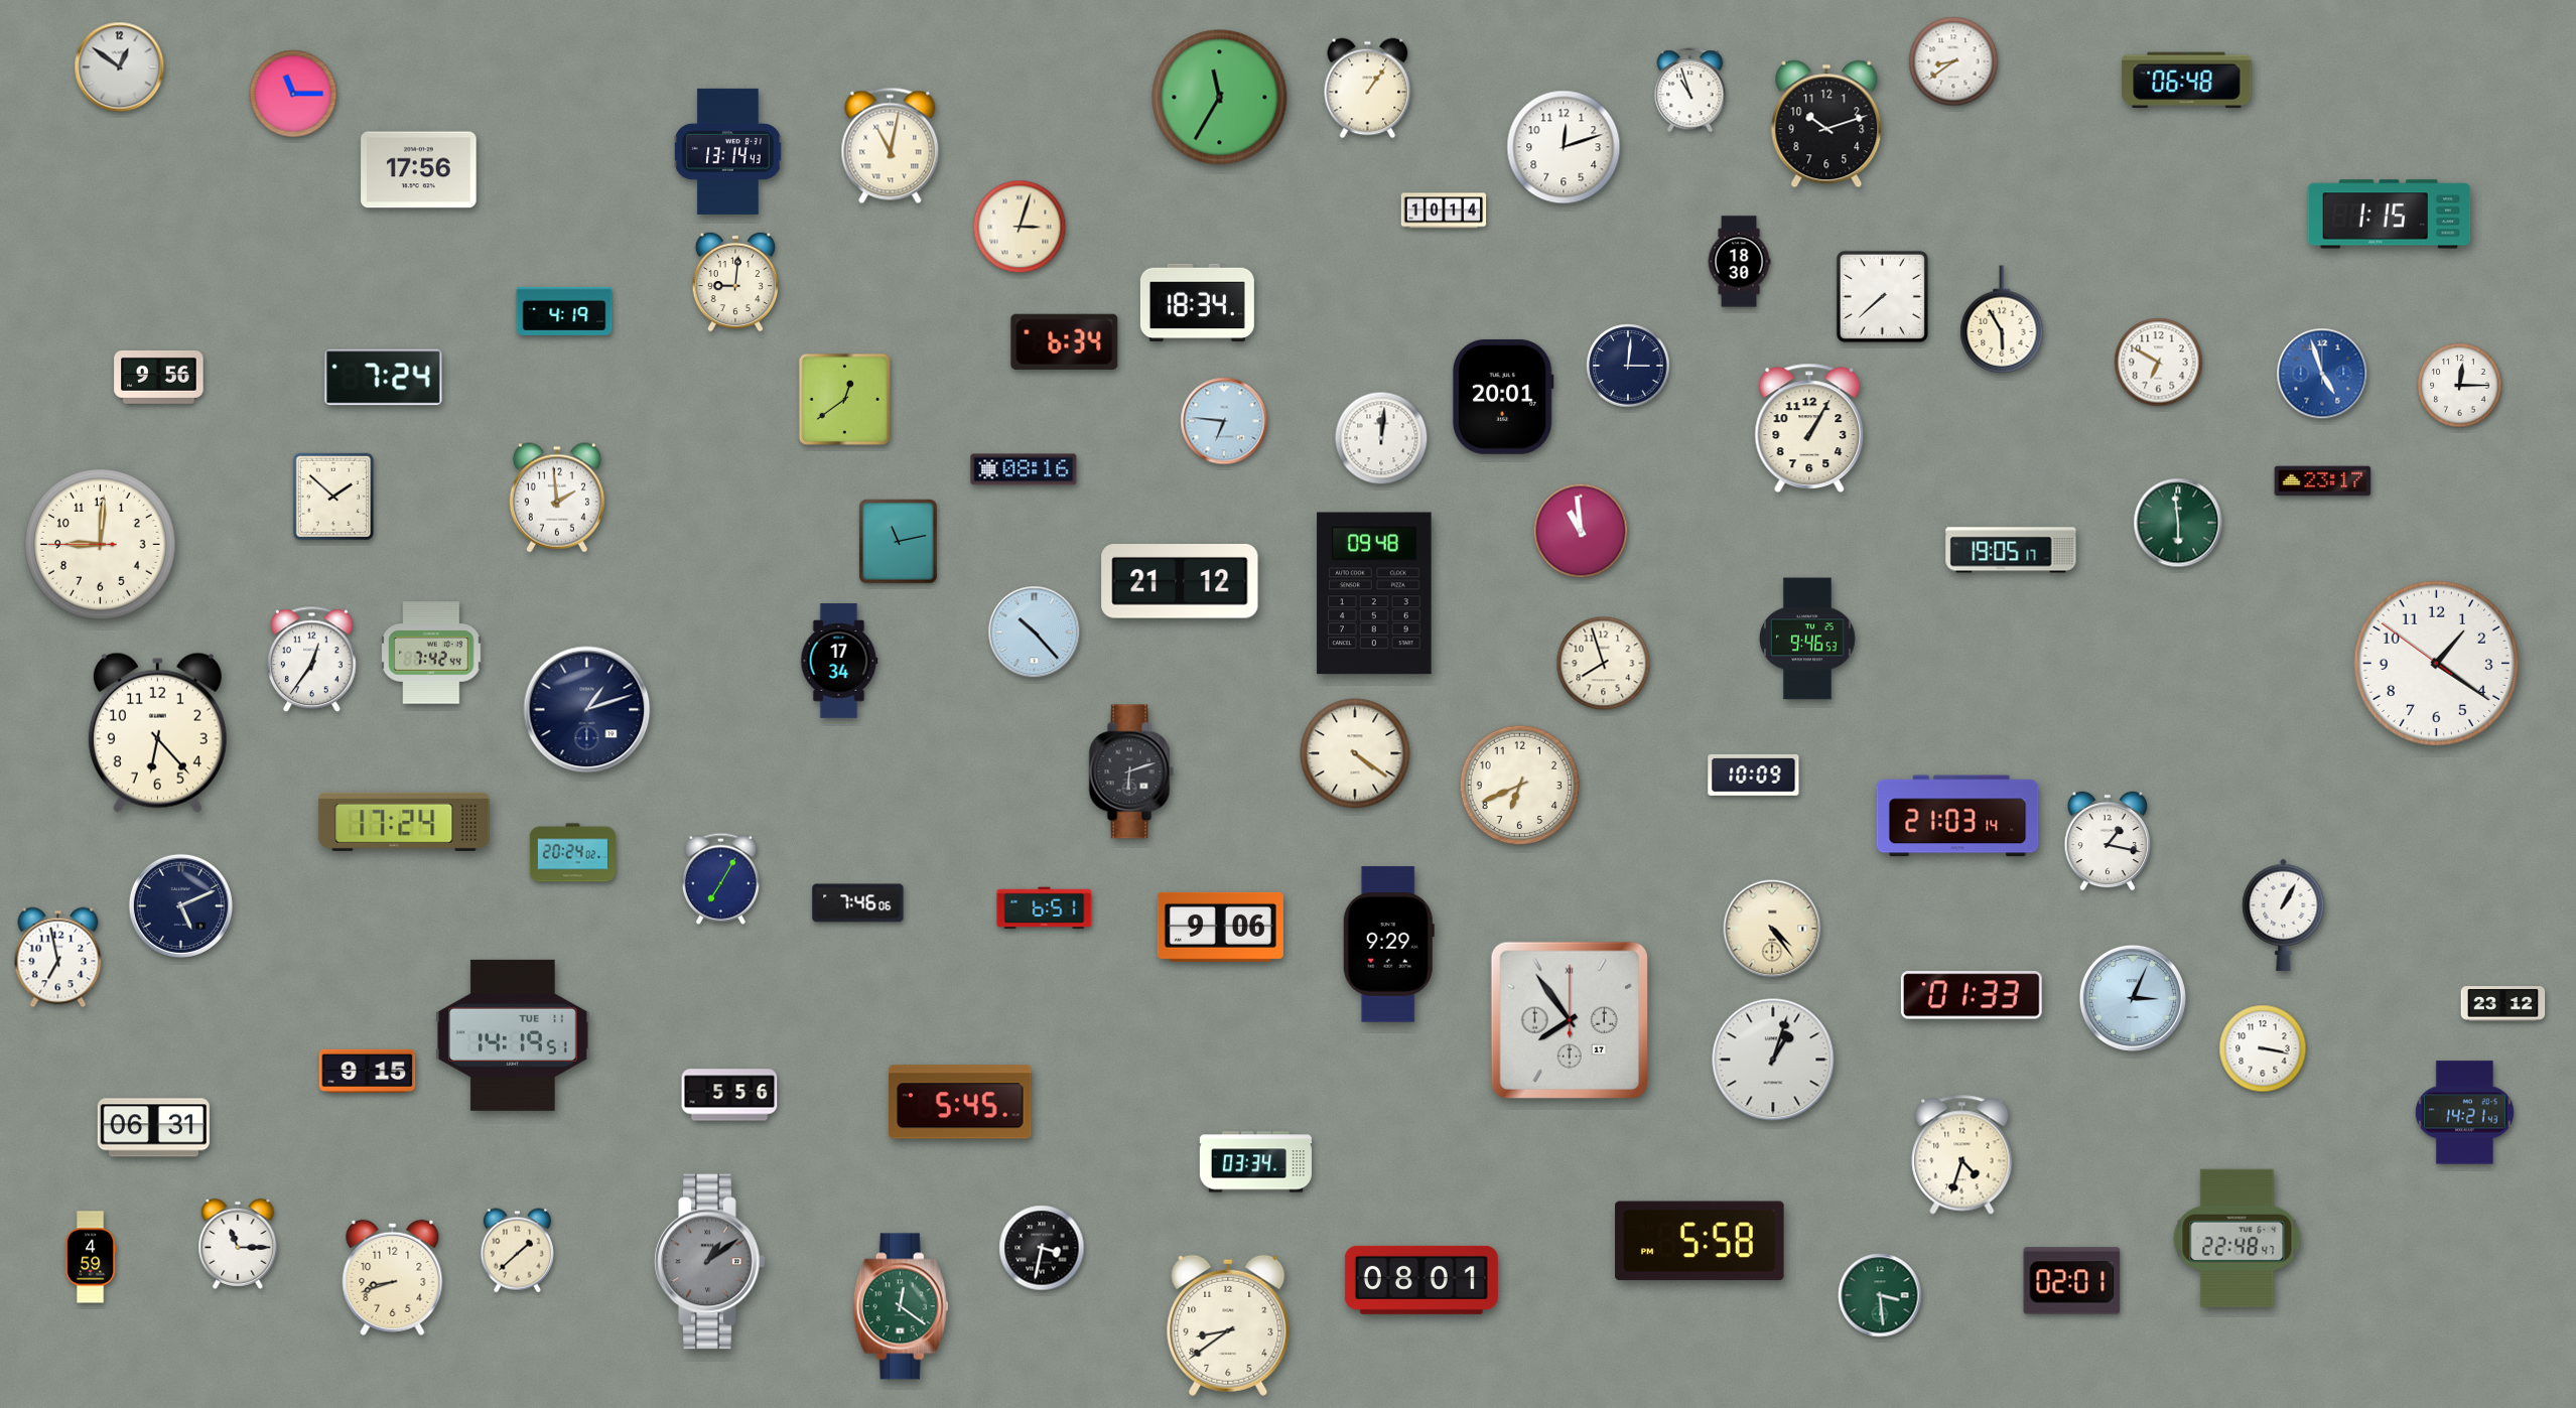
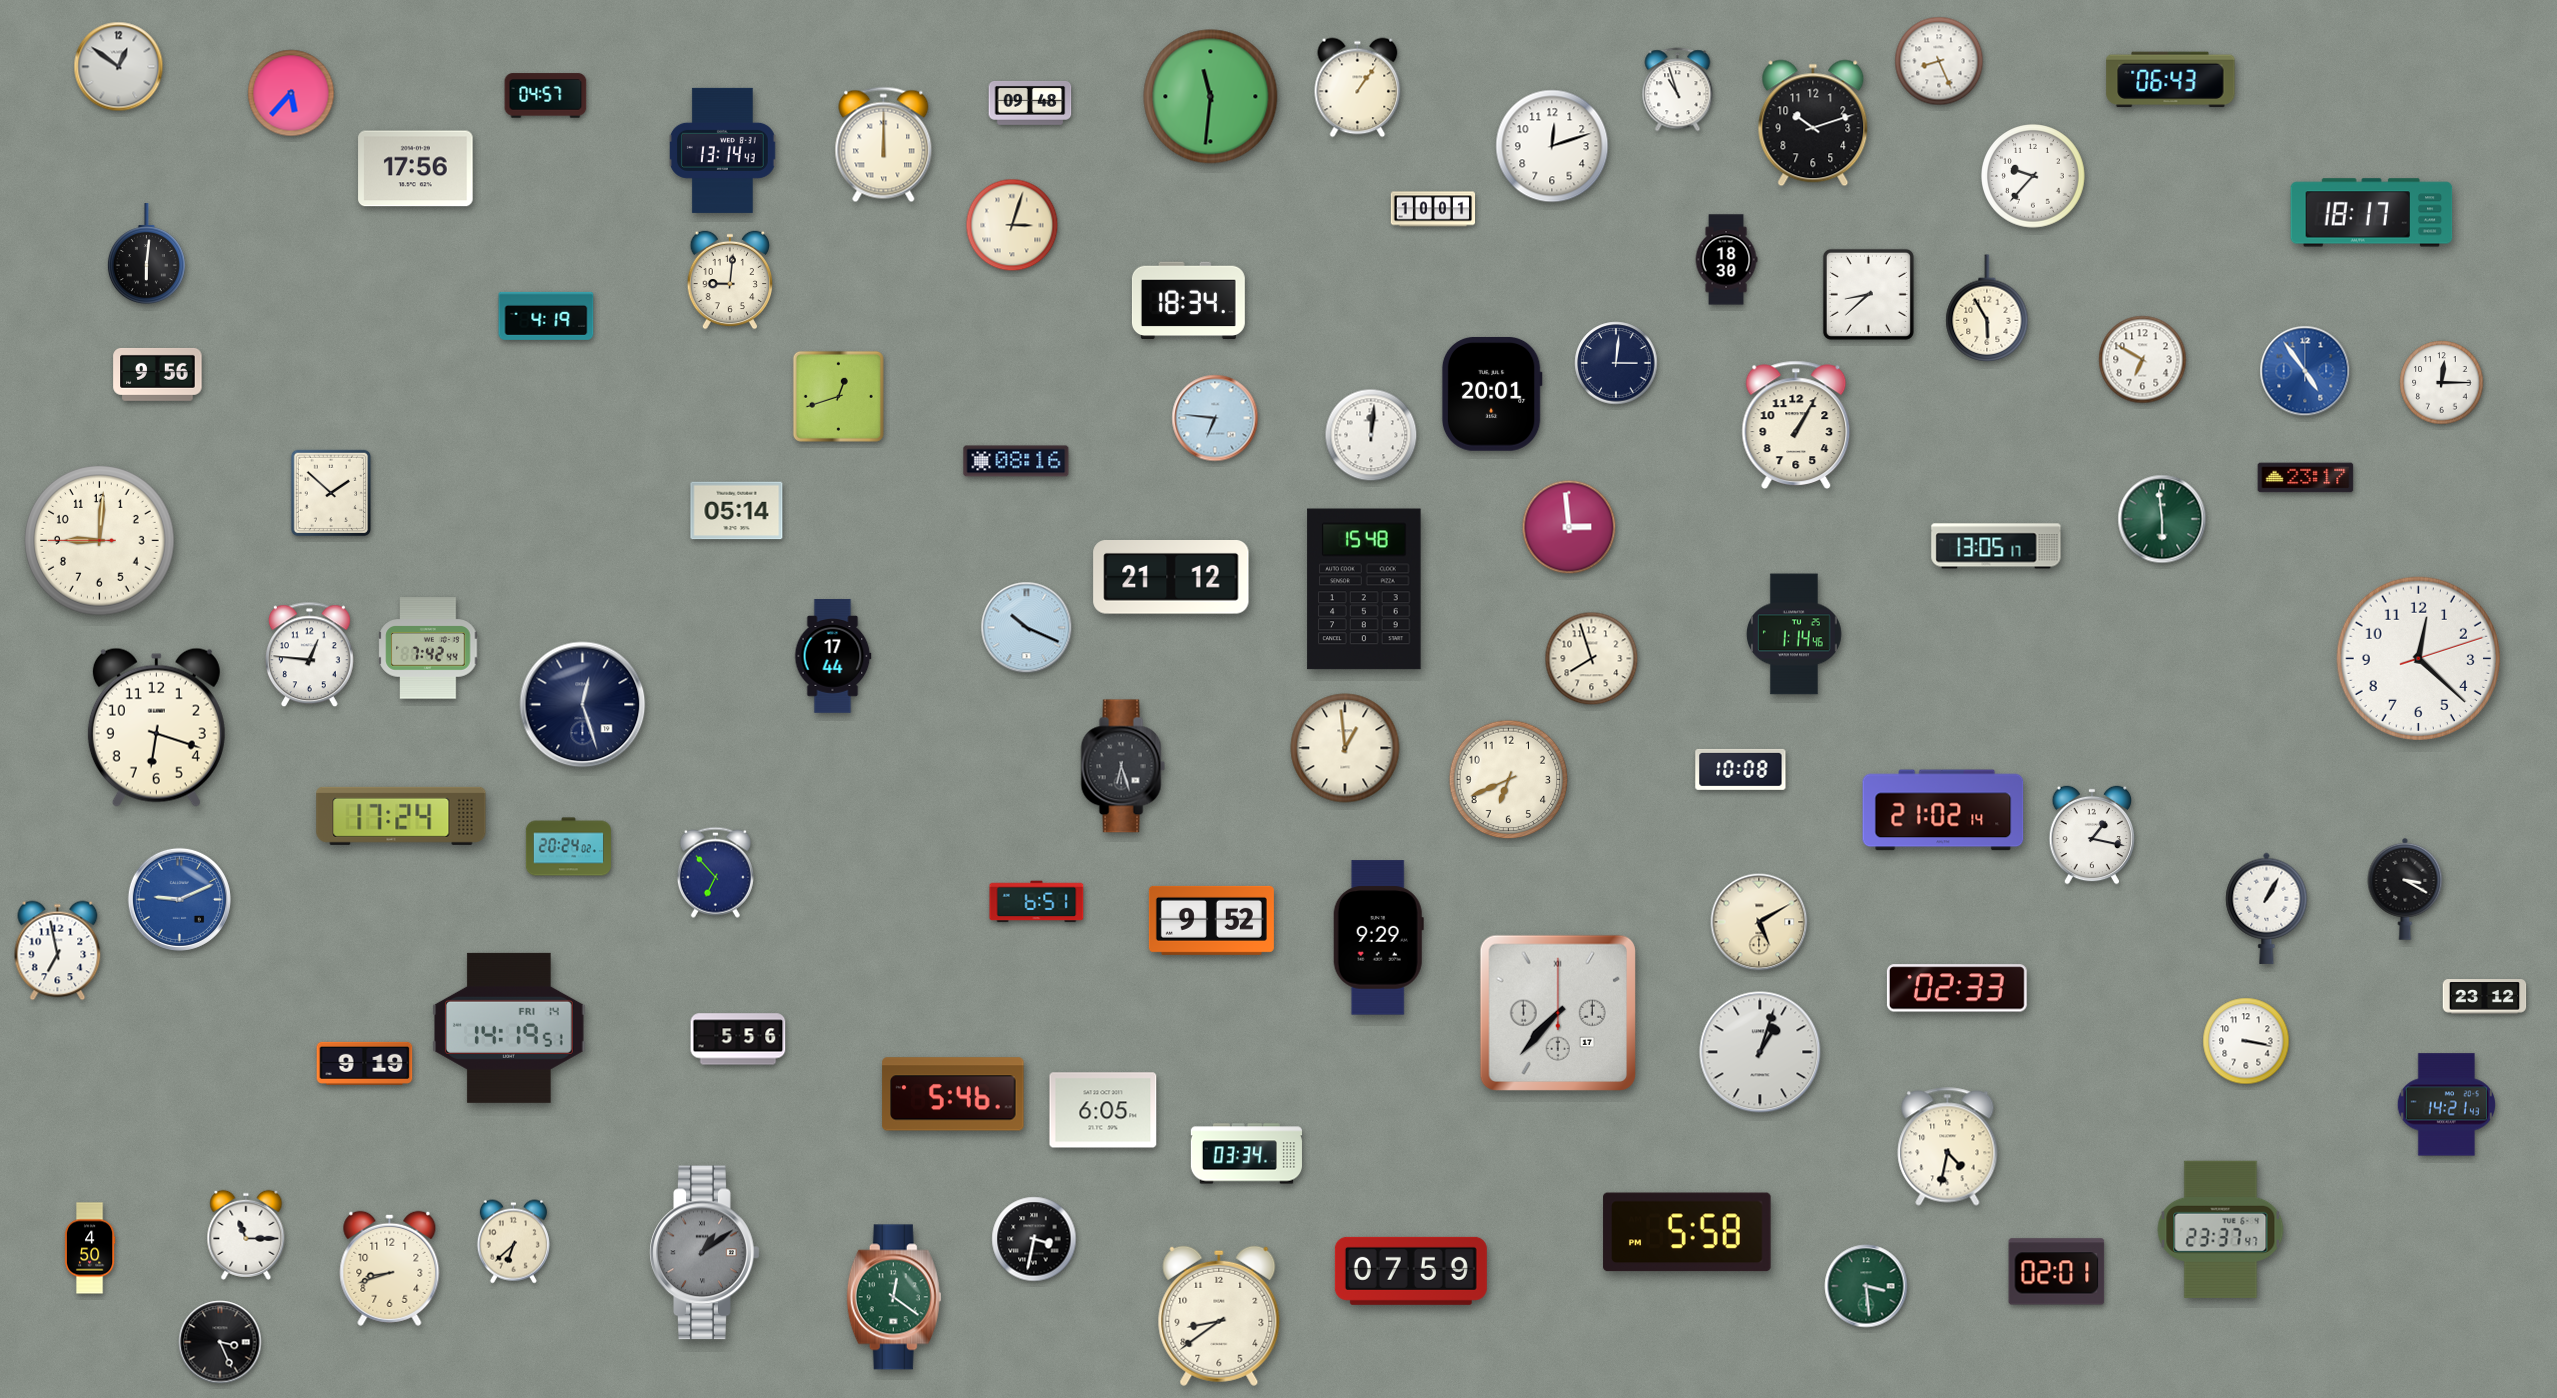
clock at (1953, 61): 8:39 -> 8:26
clock at (2187, 81): 06:48 -> 06:43
clock at (293, 94): 11:15 -> 5:37
clock at (546, 96): none -> 04:57
clock at (1220, 98): 11:35 -> 11:31
clock at (1030, 103): none -> 09:48
clock at (891, 146): 11:02 -> 12:00
clock at (2034, 177): none -> 9:37
clock at (1444, 210): 10:14 -> 10:01
clock at (2390, 215): 1:15 -> 18:17
clock at (146, 254): none -> 6:01
clock at (1882, 296): 7:38 -> 8:38
clock at (564, 311) position: (564, 311) -> (546, 316)
clock at (2002, 319) position: (2002, 319) -> (1987, 308)
clock at (1065, 341): 6:34 -> none
clock at (2322, 374): 4:57 -> 4:54
clock at (384, 378): 7:24 -> none
clock at (844, 399): 12:39 -> 12:42
clock at (1024, 469) position: (1024, 469) -> (1016, 461)
clock at (557, 498): 1:59 -> none
clock at (737, 511): none -> 05:14
clock at (1581, 531): 10:59 -> 2:59
clock at (899, 542): 11:13 -> none
clock at (2011, 550): 19:05 -> 13:05
clock at (1374, 593): 09:48 -> 15:48
clock at (1035, 632): 10:23 -> 10:19
clock at (1807, 639): 9:46 -> 1:14
clock at (311, 660): 12:36 -> 12:46
clock at (839, 661): 17:34 -> 17:44
clock at (2436, 663): 1:20 -> 12:22
clock at (587, 710): 1:12 -> 12:27
clock at (157, 732): 6:23 -> 6:18
clock at (1355, 753): 4:21 -> 12:59
clock at (1131, 771): 6:12 -> 6:27
clock at (1754, 775): 10:09 -> 10:08
clock at (1957, 816): 21:03 -> 21:02
clock at (720, 878): 7:05 -> 6:53
clock at (2405, 889): none -> 3:20
clock at (858, 903): 7:46 -> none
clock at (180, 905): 5:11 -> 9:11
clock at (180, 905) dial: navy -> blue
clock at (1220, 927): 9:06 -> 9:52
clock at (1772, 929): 4:24 -> 5:10
clock at (1972, 995): 01:33 -> 02:33
clock at (2133, 998): 3:04 -> none
clock at (1570, 1020): 7:54 -> 7:37
clock at (514, 1035) date: TUE 11 -> FRI 14
clock at (368, 1071): 9:15 -> 9:19
clock at (729, 1095) position: (729, 1095) -> (738, 1039)
clock at (960, 1102): 5:45 -> 5:46
clock at (1103, 1110): none -> 6:05
clock at (153, 1128): 06:31 -> none
clock at (1962, 1155): 4:33 -> 4:32
clock at (2238, 1238): 22:48 -> 23:37
clock at (238, 1244) position: (238, 1244) -> (246, 1235)
clock at (517, 1251): 1:38 -> 6:38
clock at (91, 1257): 4:59 -> 4:50
clock at (1421, 1280): 08:01 -> 07:59
clock at (220, 1342): none -> 3:26
